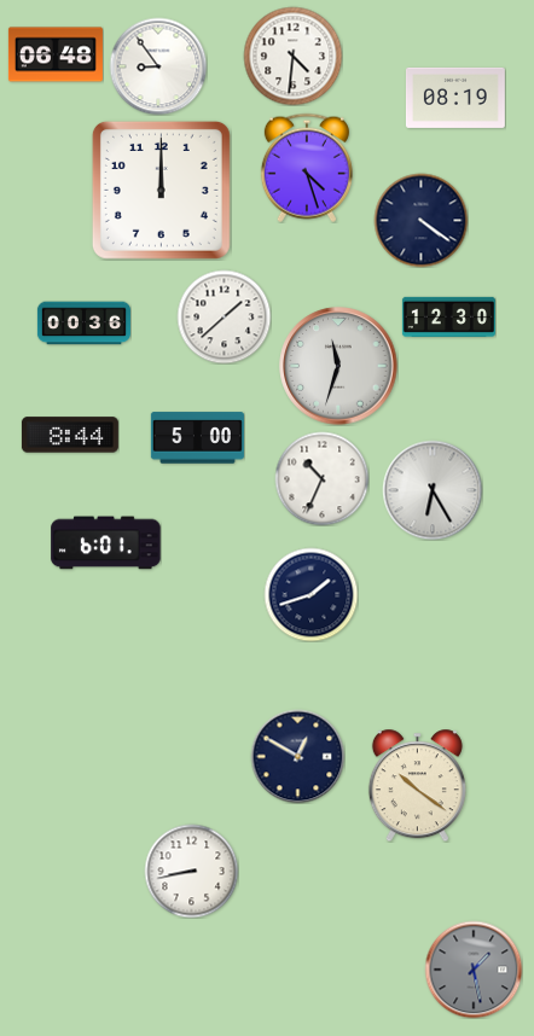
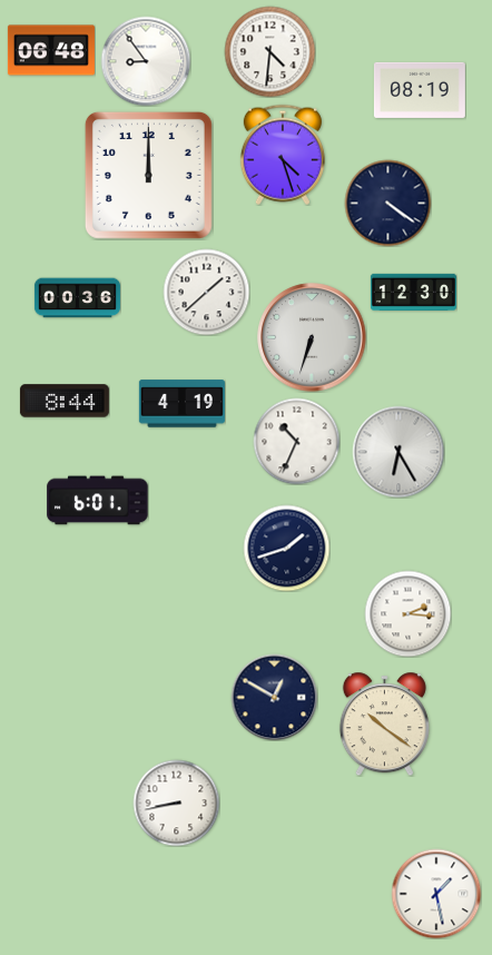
clock at (338, 366): 11:33 -> 6:33
clock at (197, 438): 5:00 -> 4:19
clock at (407, 613): none -> 2:16
clock at (474, 970) dial: grey -> white
